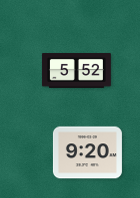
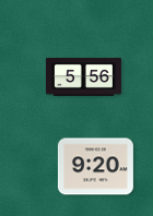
clock at (76, 71): 5:52 -> 5:56
